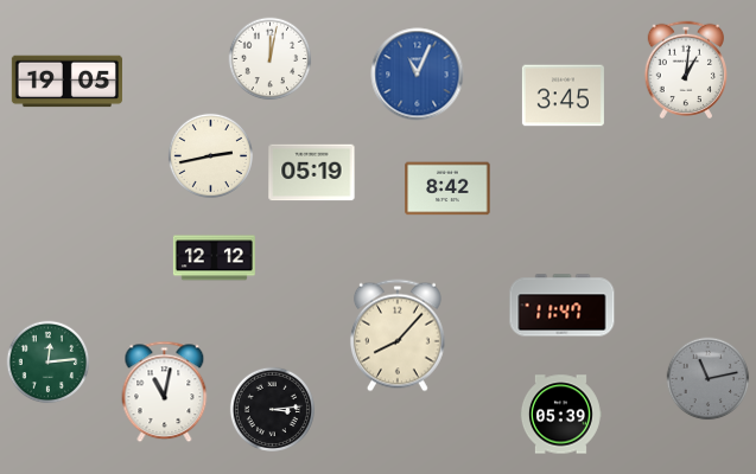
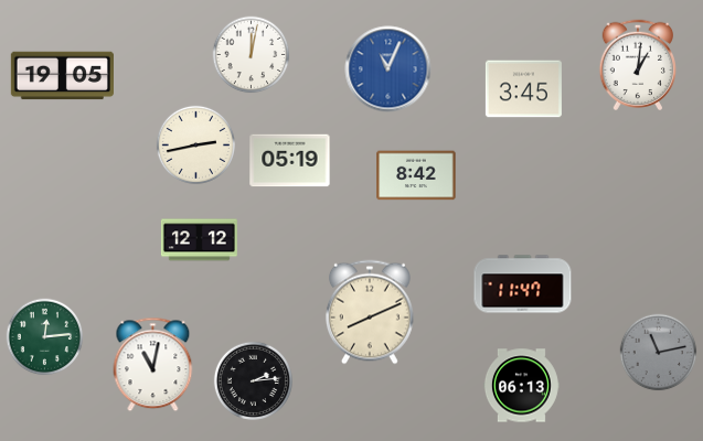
clock at (398, 335): 8:07 -> 8:11
clock at (272, 409): 3:14 -> 2:14
clock at (560, 415): 05:39 -> 06:13
